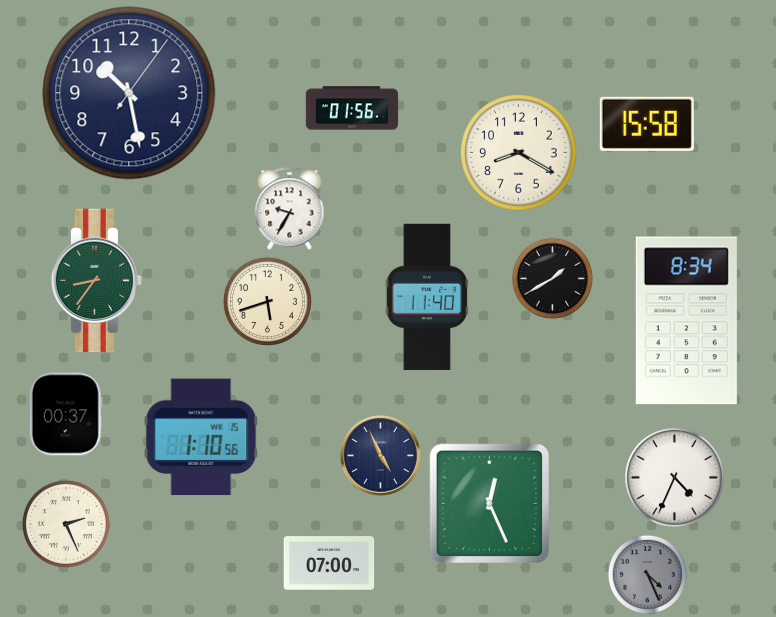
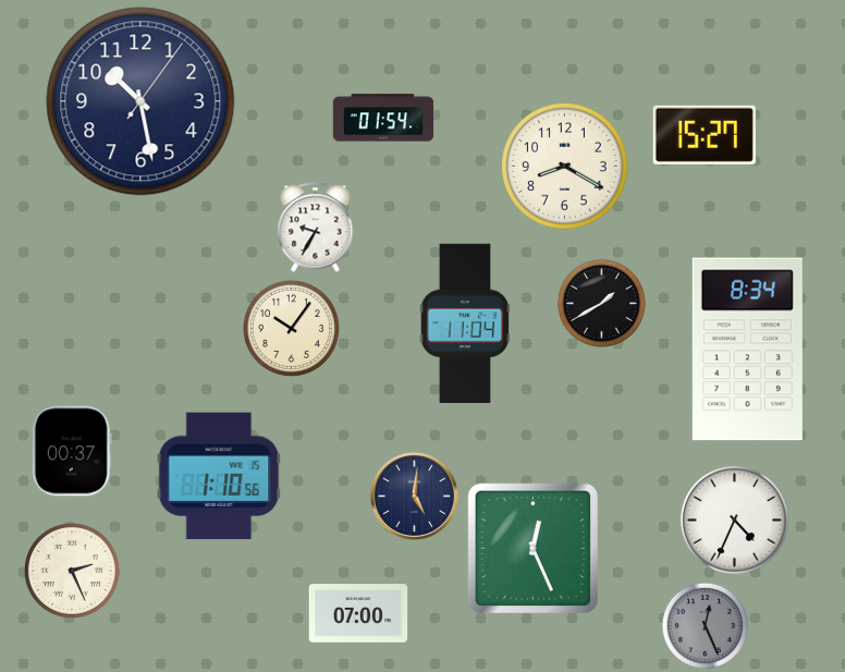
clock at (352, 108): 01:56 -> 01:54
clock at (647, 124): 15:58 -> 15:27
clock at (97, 281): 8:36 -> none
clock at (427, 297): 11:40 -> 11:04
clock at (267, 301): 5:42 -> 10:06
clock at (380, 455): 4:56 -> 5:01
clock at (647, 574): 4:26 -> 12:26
